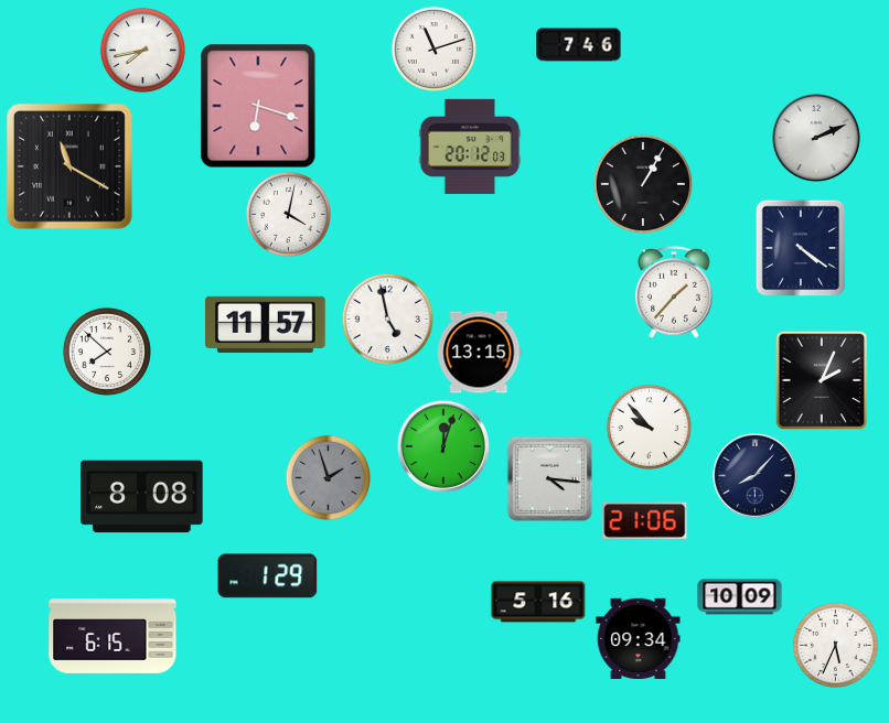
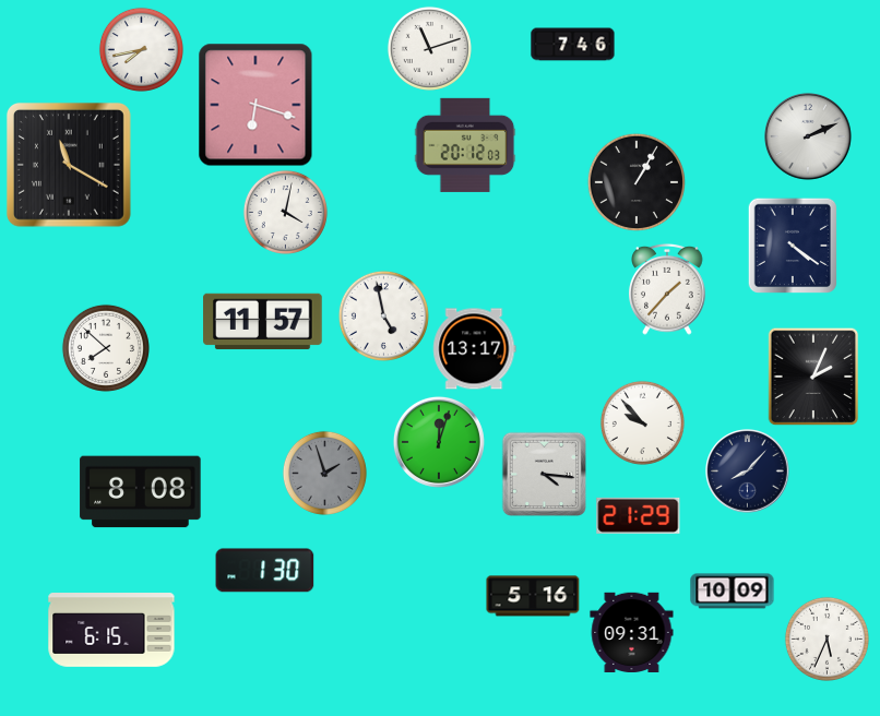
clock at (480, 353): 13:15 -> 13:17
clock at (645, 520): 21:06 -> 21:29
clock at (268, 576): 1:29 -> 1:30
clock at (639, 638): 09:34 -> 09:31
